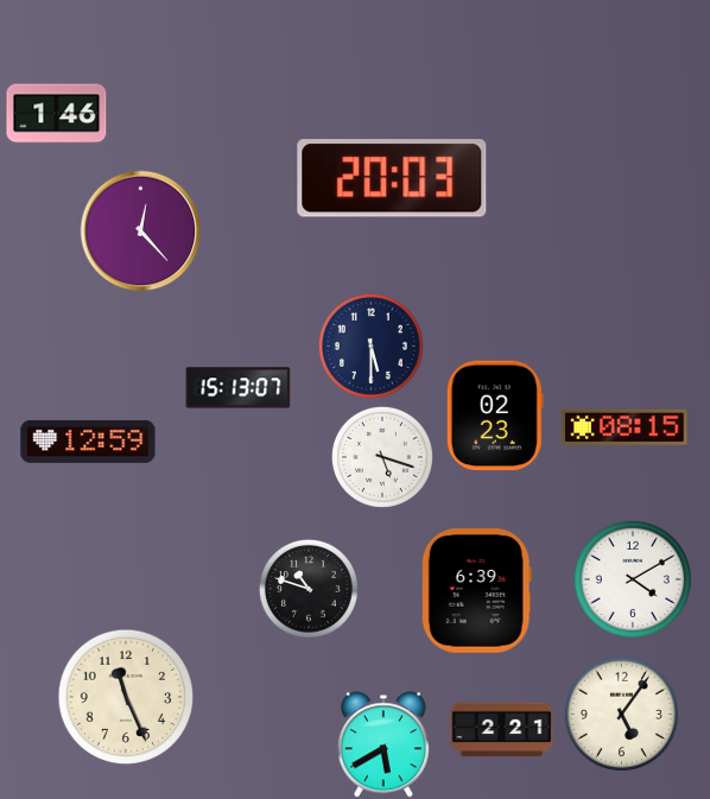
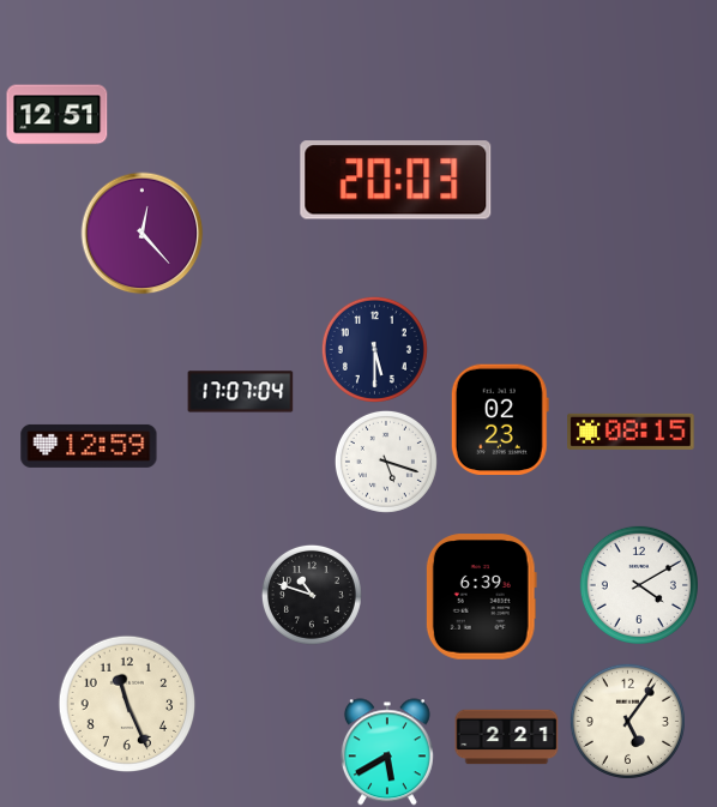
clock at (57, 114): 1:46 -> 12:51
clock at (239, 388): 15:13 -> 17:07
